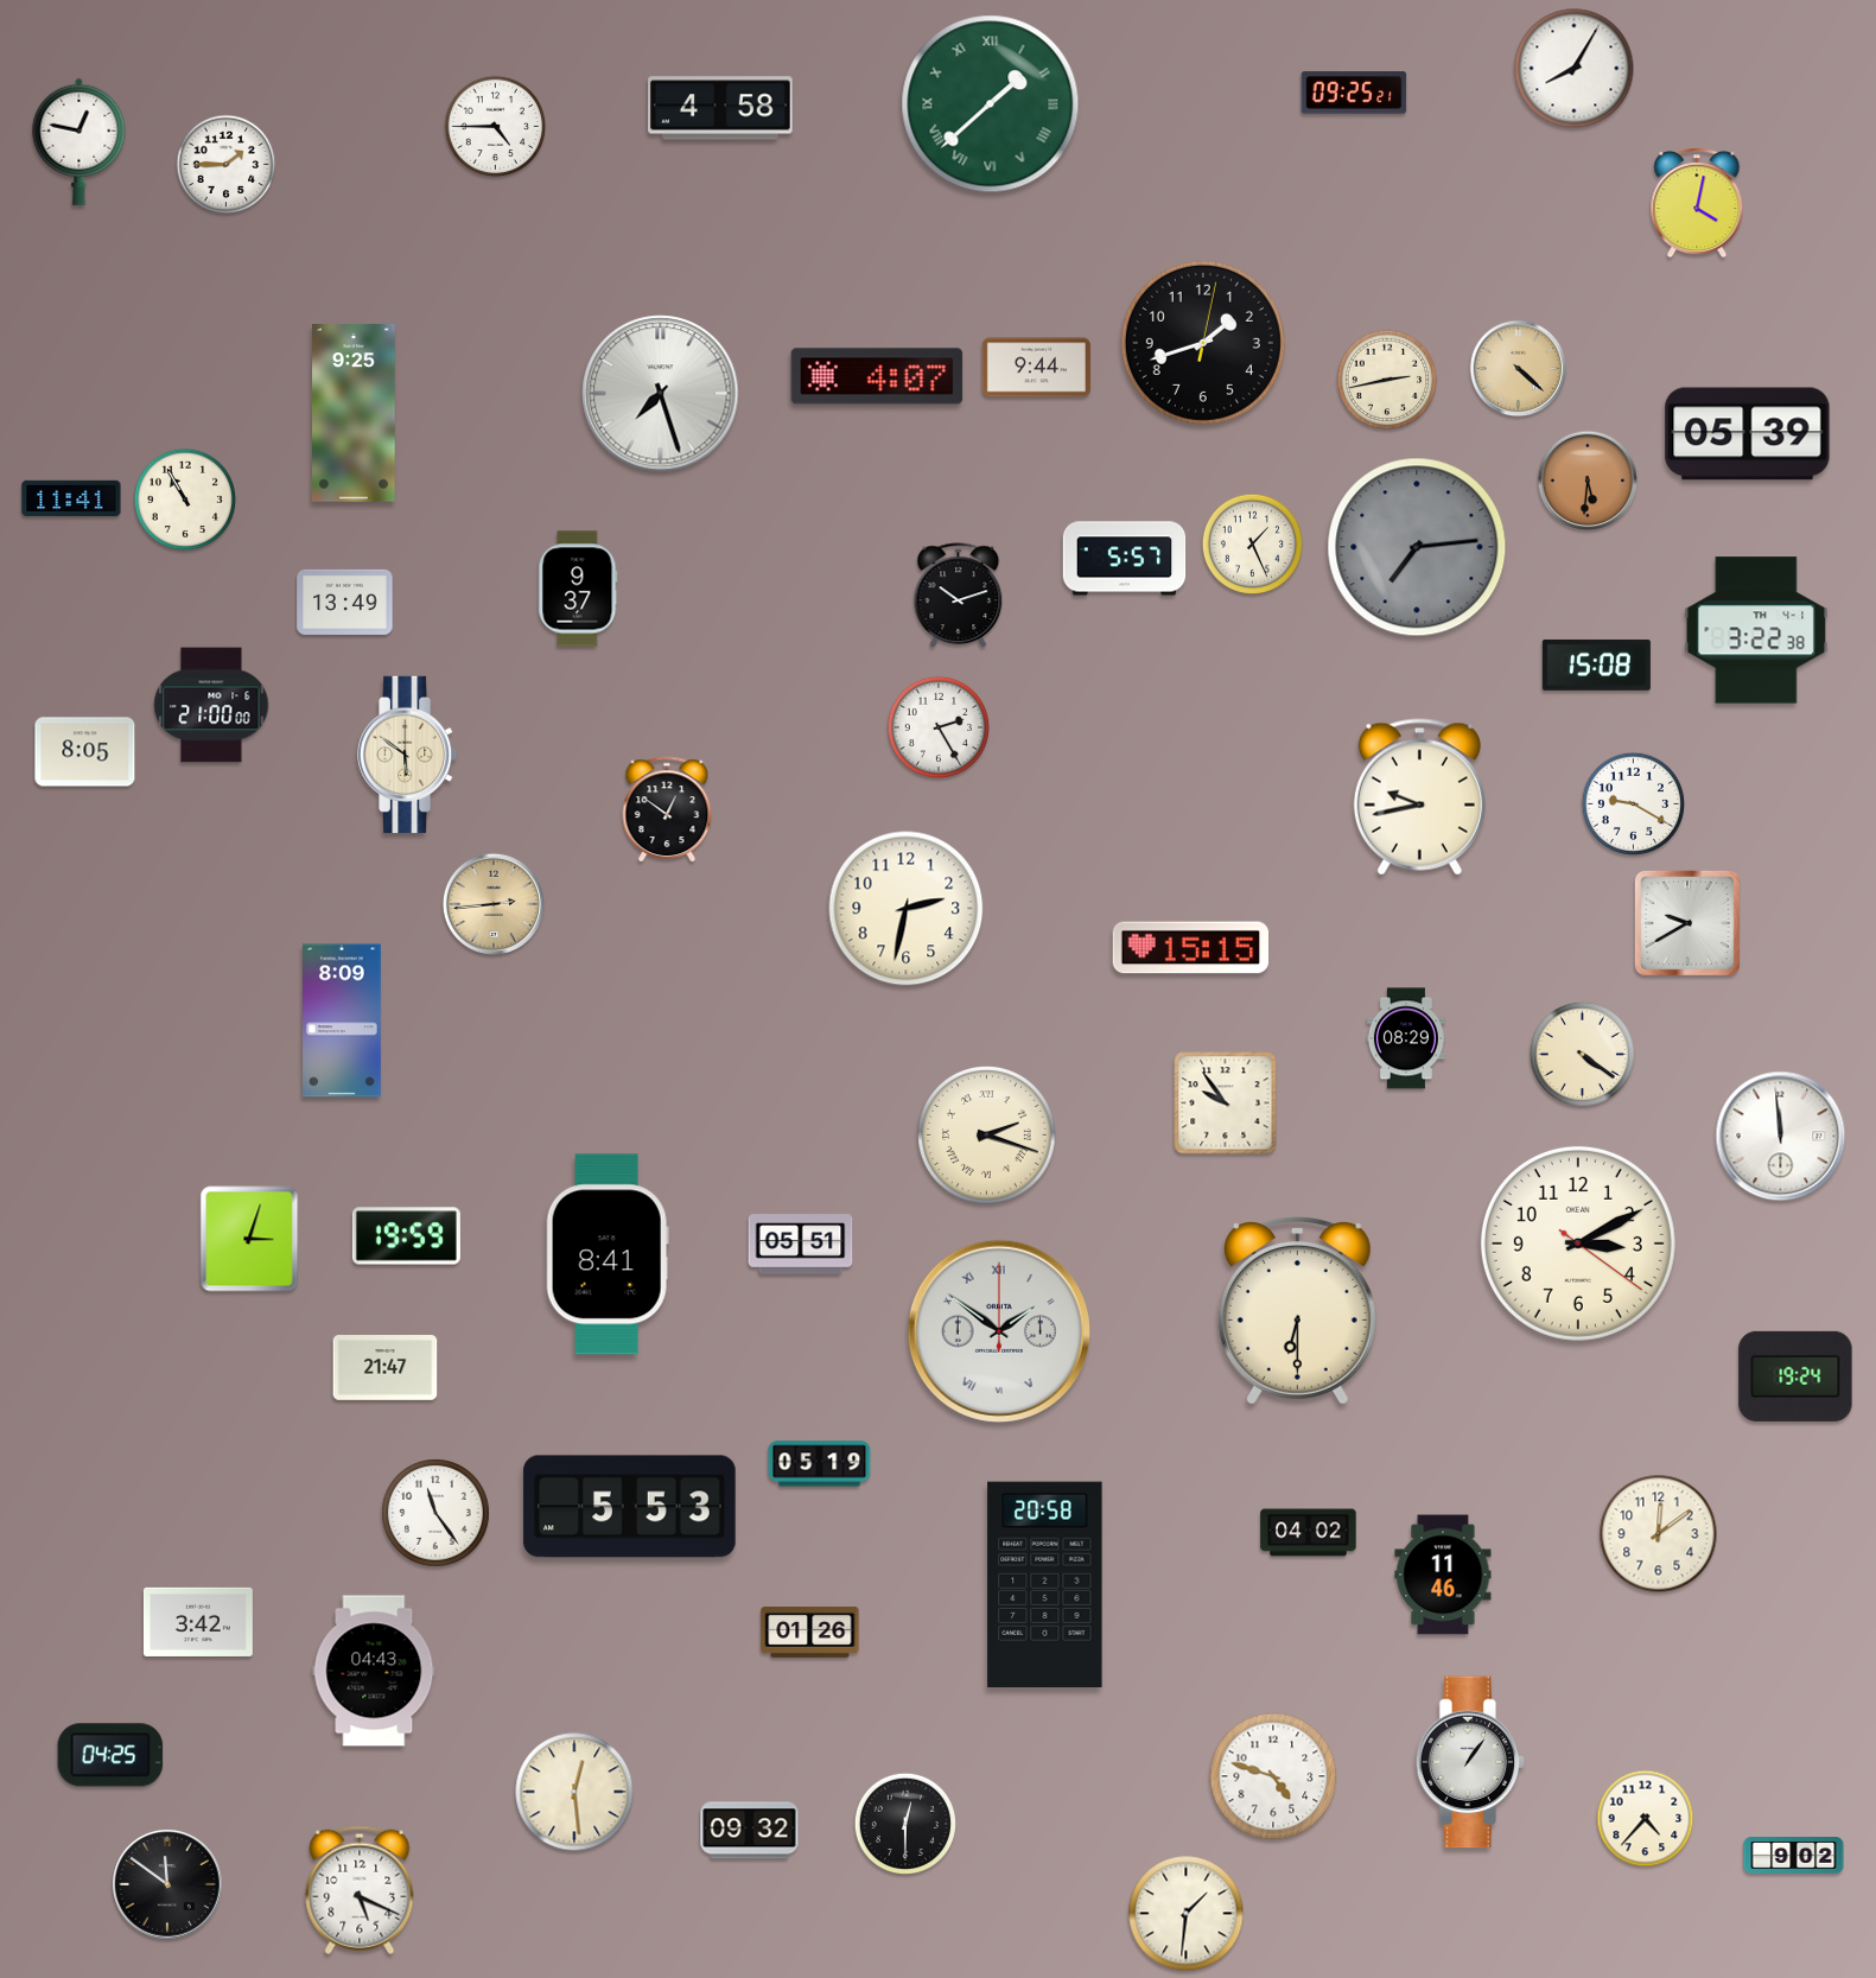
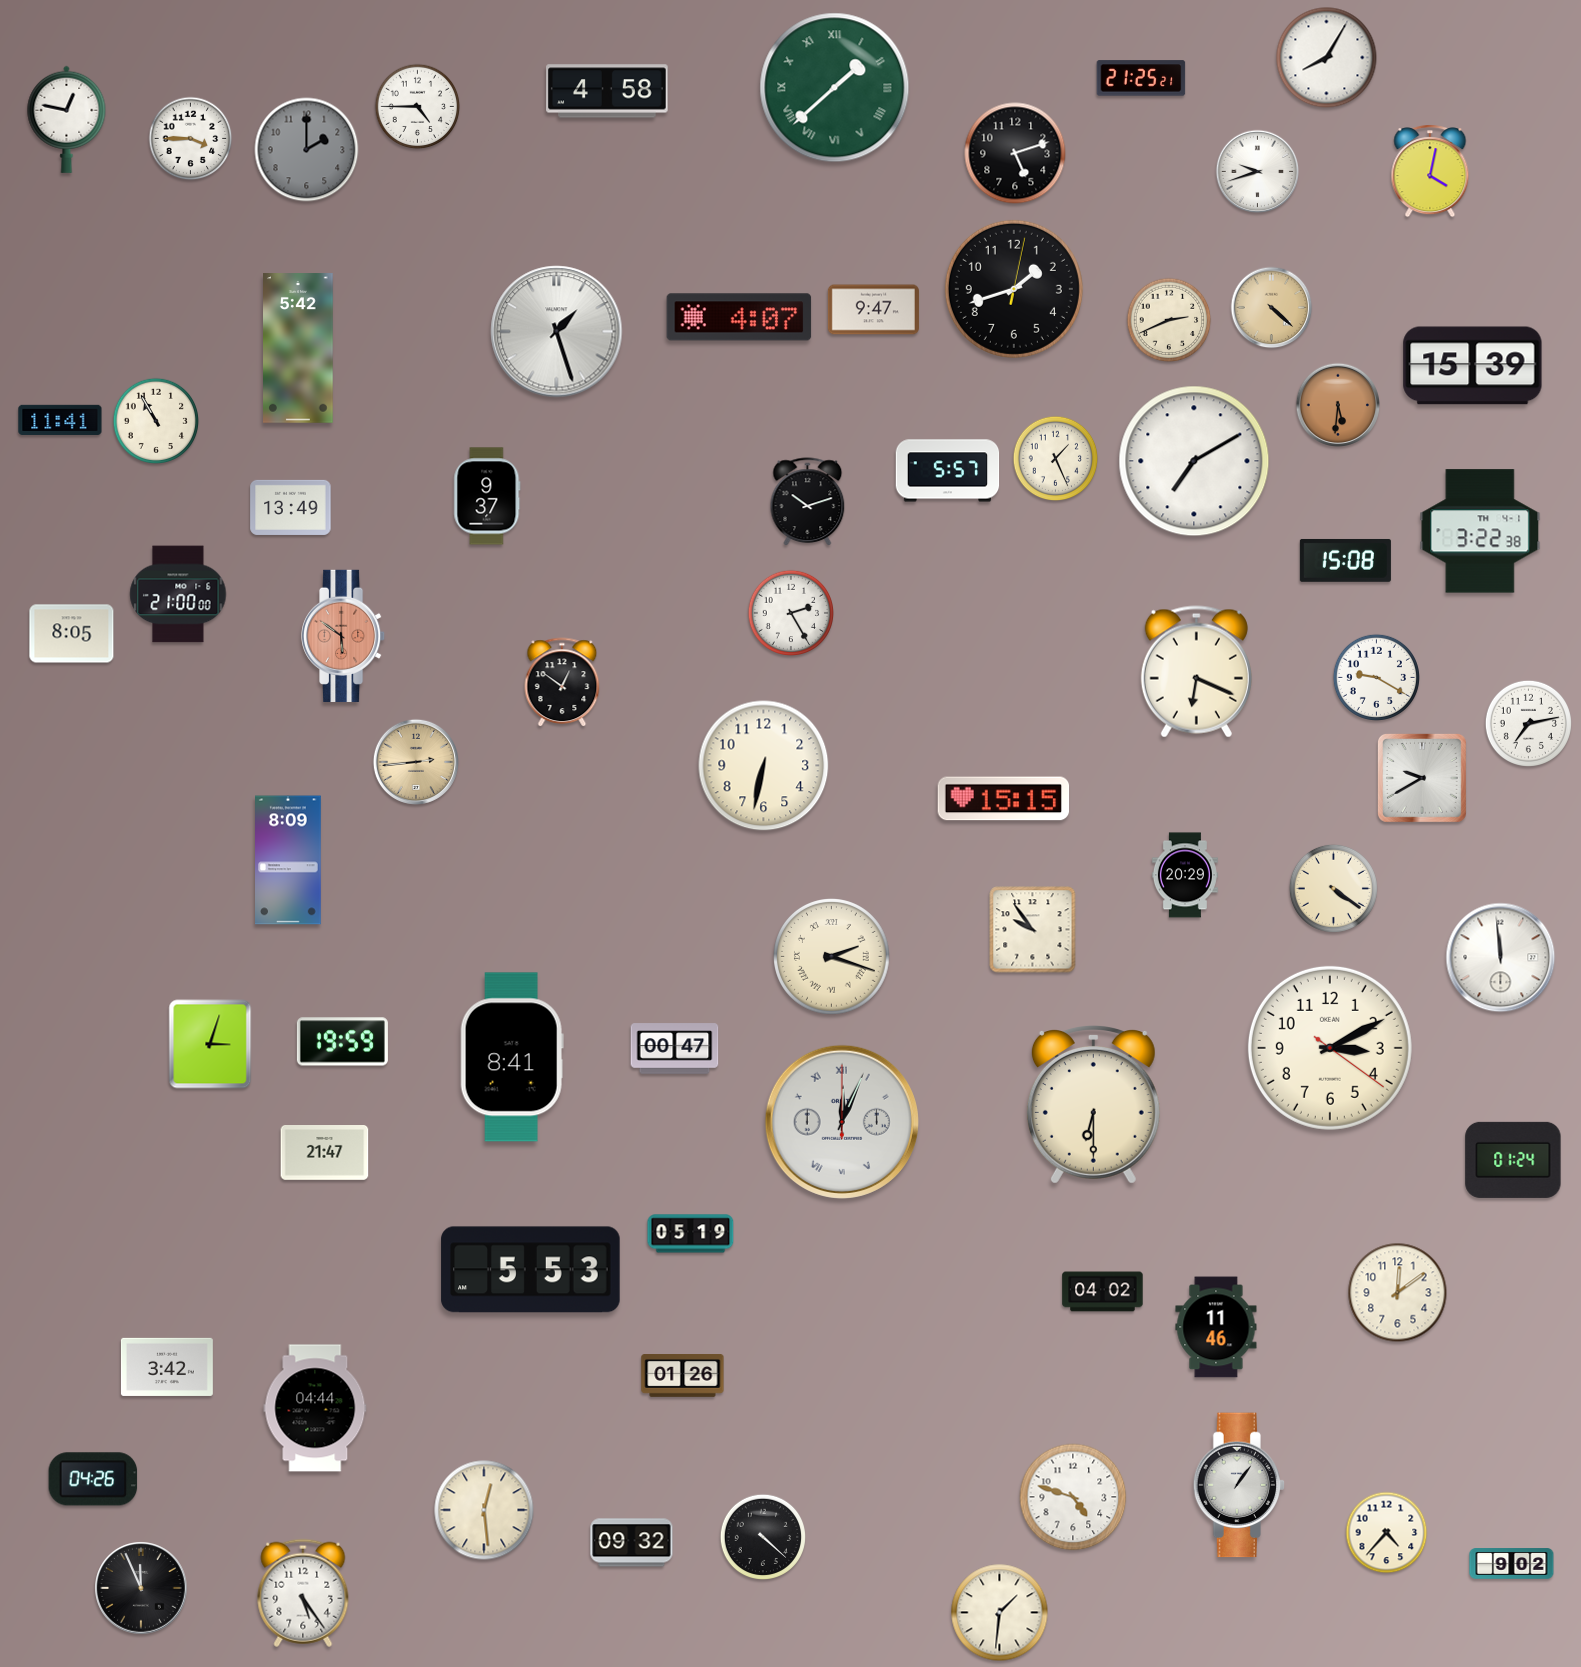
clock at (1354, 93): 09:25 -> 21:25
clock at (227, 165): 1:45 -> 3:45
clock at (307, 150): none -> 2:00
clock at (1015, 153): none -> 5:12
clock at (1258, 172): none -> 9:42
clock at (1036, 368): 9:44 -> 9:47
clock at (1519, 369) position: (1519, 369) -> (1272, 308)
clock at (1387, 380): 2:43 -> 2:41
clock at (661, 394): 7:27 -> 1:27
clock at (354, 413): 9:25 -> 5:42
clock at (1748, 434): 05:39 -> 15:39
clock at (1417, 547): 7:14 -> 7:10
clock at (1417, 547) dial: grey -> white
clock at (408, 755) dial: cream -> salmon
clock at (1419, 797): 9:43 -> 6:19
clock at (1528, 723): none -> 7:13
clock at (907, 909): 2:32 -> 6:32
clock at (1406, 1038): 08:29 -> 20:29
clock at (801, 1245): 05:51 -> 00:47
clock at (999, 1331): 1:51 -> 12:04
clock at (1795, 1376): 19:24 -> 01:24
clock at (437, 1514): 11:24 -> none
clock at (1045, 1584): 20:58 -> none
clock at (374, 1671): 04:43 -> 04:44
clock at (110, 1755): 04:25 -> 04:26
clock at (904, 1823): 12:30 -> 4:22
clock at (167, 1884): 11:51 -> 11:56
clock at (360, 1890): 5:19 -> 5:24
